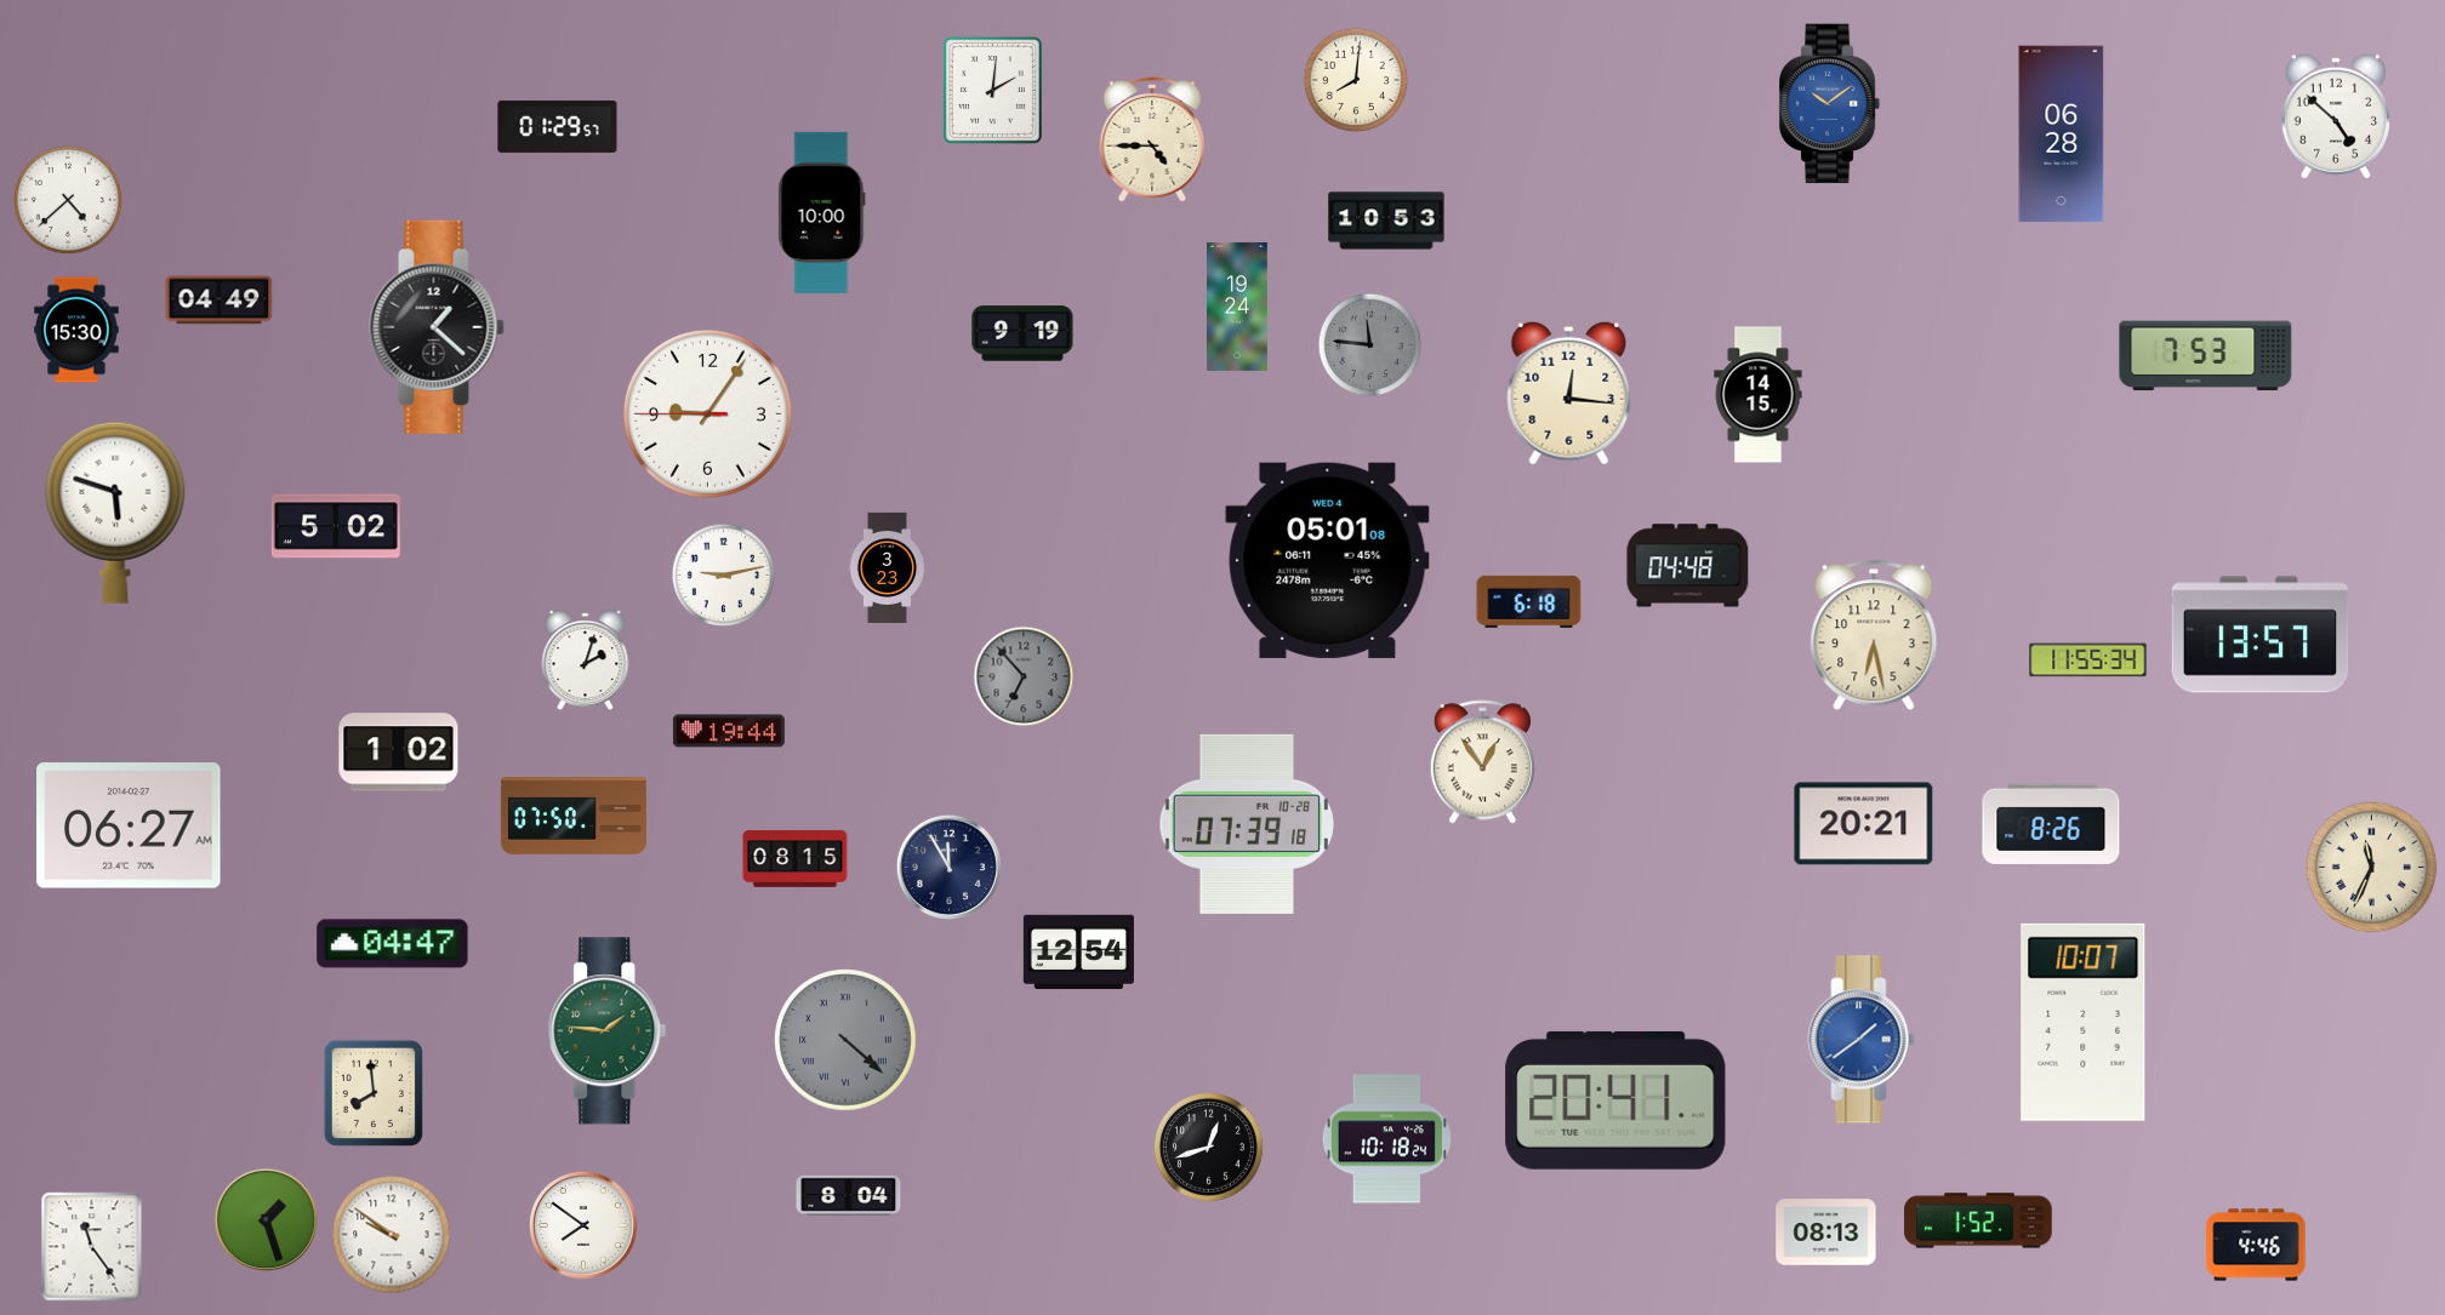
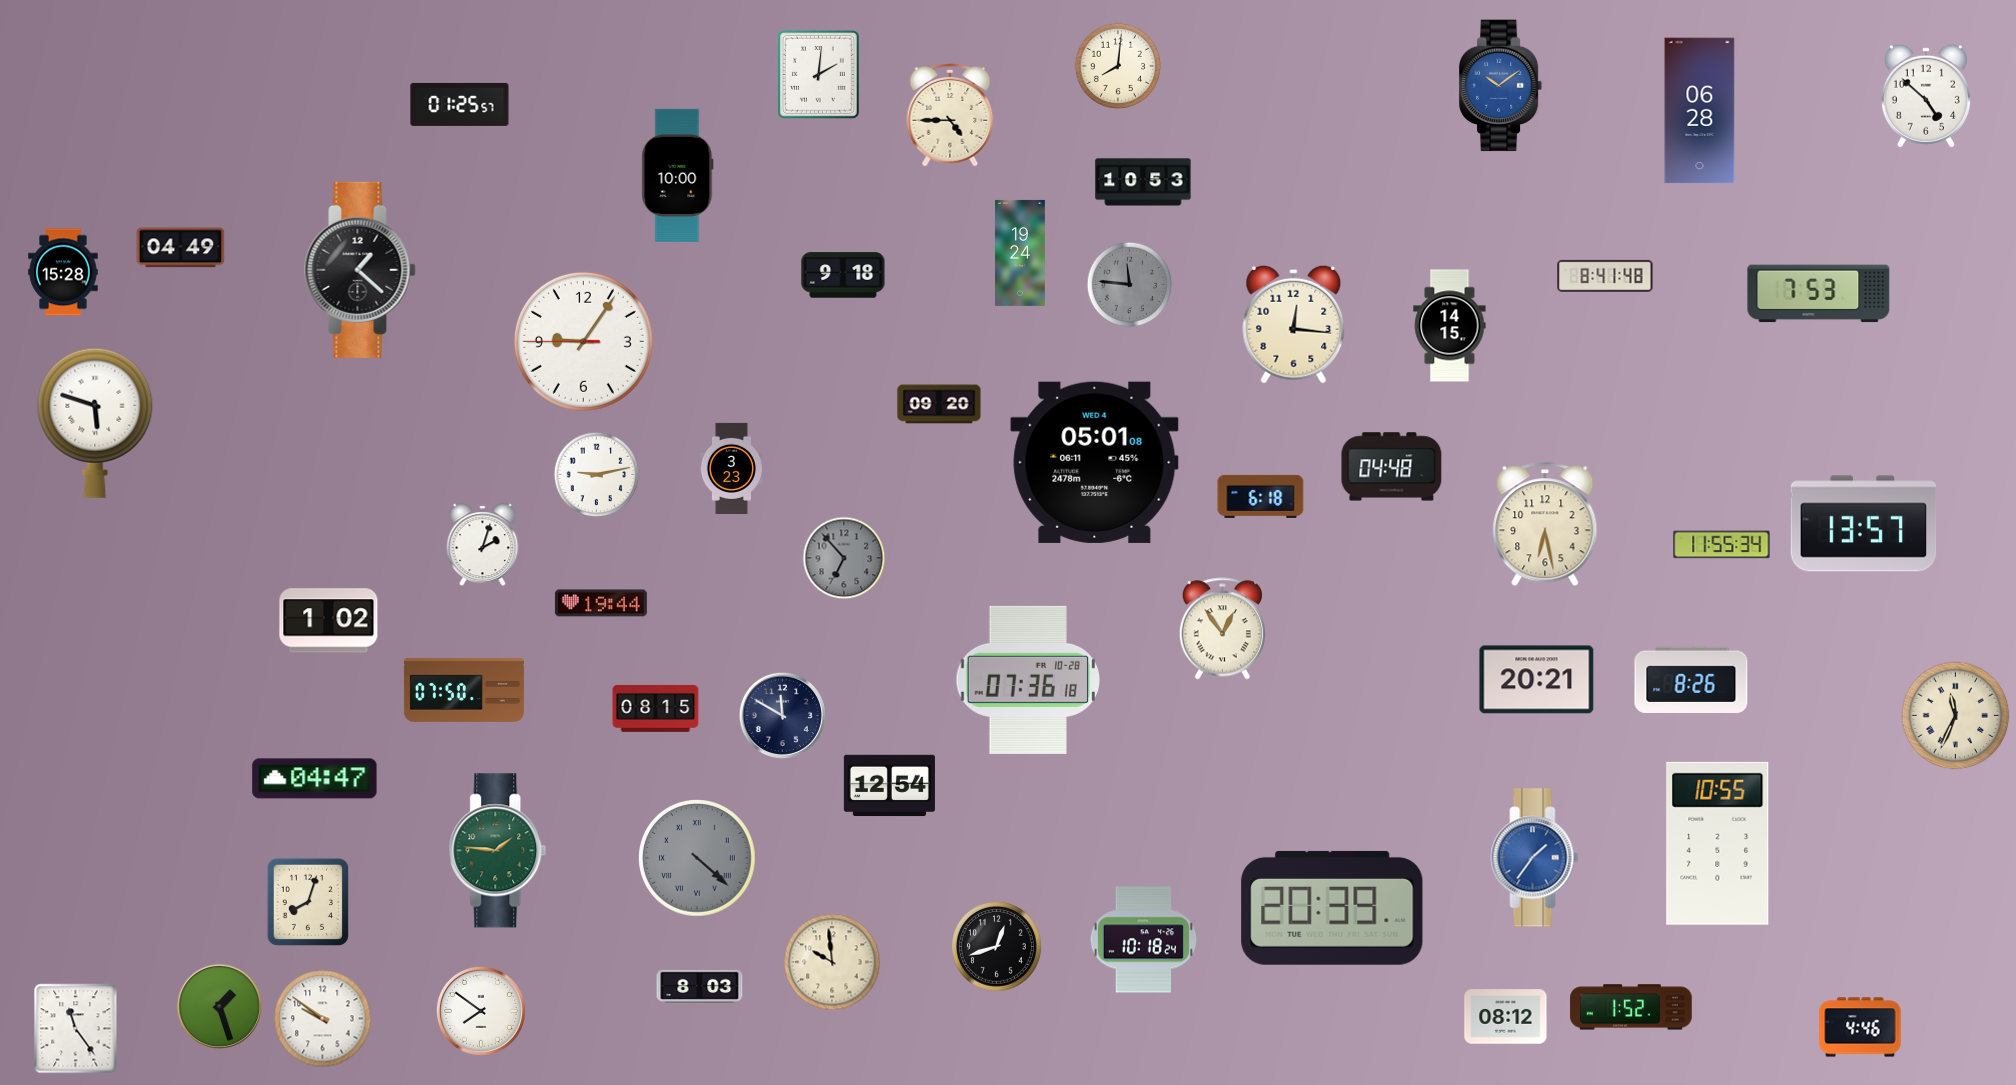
clock at (1830, 104) position: (1830, 104) -> (1501, 86)
clock at (558, 126): 01:29 -> 01:25
clock at (68, 200): 4:38 -> none
clock at (76, 330): 15:30 -> 15:28
clock at (1022, 333): 9:19 -> 9:18
clock at (1605, 276): none -> 8:41
clock at (939, 404): none -> 09:20
clock at (336, 526): 5:02 -> none
clock at (574, 817) position: (574, 817) -> (464, 691)
clock at (1246, 824): 07:39 -> 07:36
clock at (129, 825): 06:27 -> none
clock at (948, 867): 11:55 -> 11:50
clock at (393, 944) position: (393, 944) -> (315, 779)
clock at (2084, 1022): 10:07 -> 10:55
clock at (608, 1031) position: (608, 1031) -> (498, 851)
clock at (1862, 1040): 1:39 -> 1:36
clock at (374, 1093): 7:59 -> 8:03
clock at (1615, 1100): 20:41 -> 20:39
clock at (832, 962): none -> 9:59
clock at (849, 1195): 8:04 -> 8:03
clock at (1826, 1233): 08:13 -> 08:12
